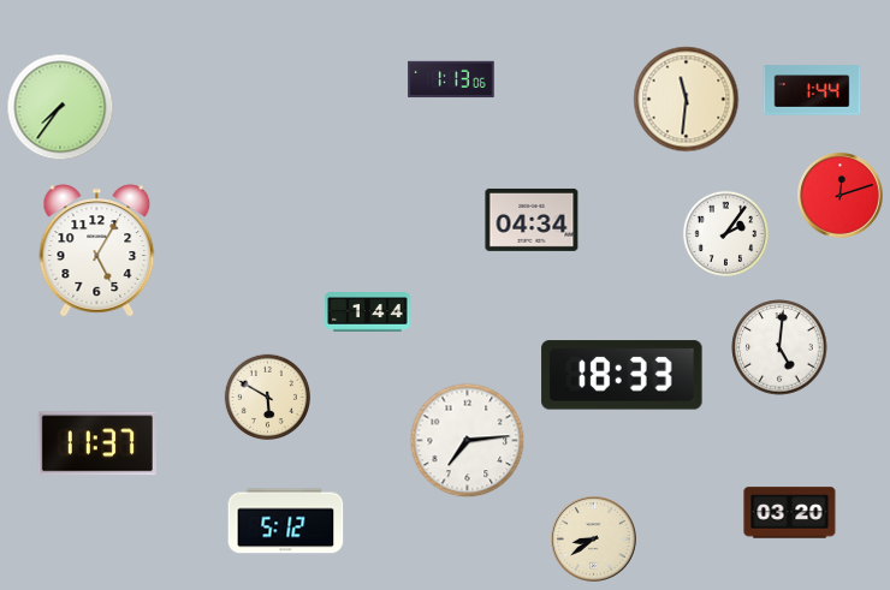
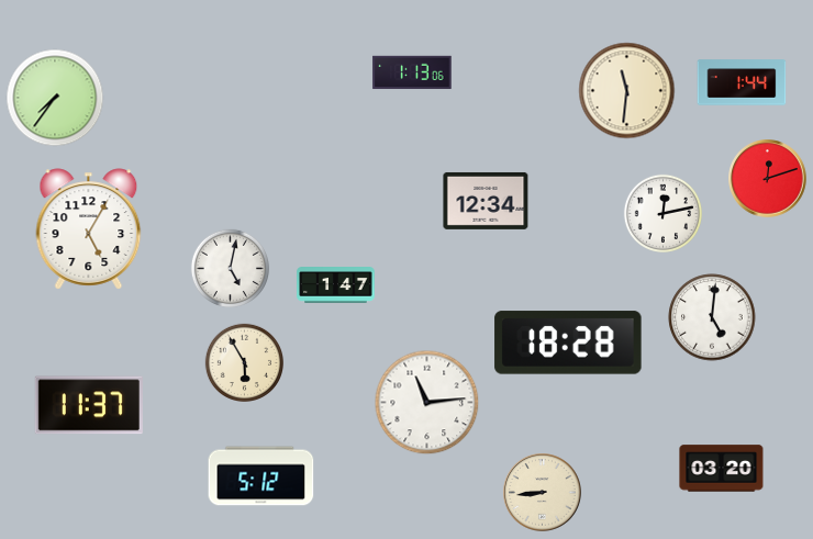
clock at (532, 220): 04:34 -> 12:34
clock at (725, 233): 2:06 -> 12:13
clock at (230, 268): none -> 5:02
clock at (368, 312): 1:44 -> 1:47
clock at (622, 375): 18:33 -> 18:28
clock at (267, 397): 5:50 -> 5:55
clock at (468, 441): 7:14 -> 11:14
clock at (594, 540): 8:39 -> 8:44
